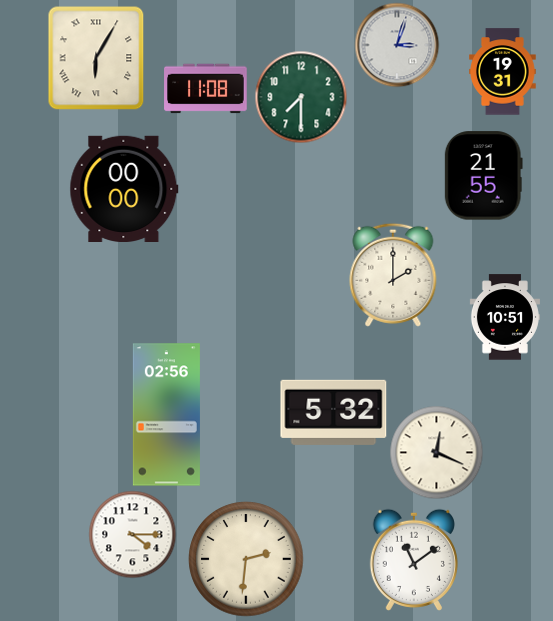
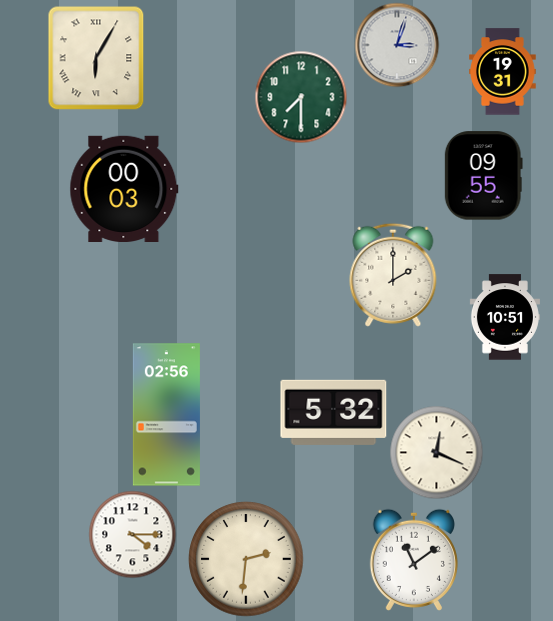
clock at (206, 89): 11:08 -> none
clock at (483, 176): 21:55 -> 09:55
clock at (124, 188): 00:00 -> 00:03
